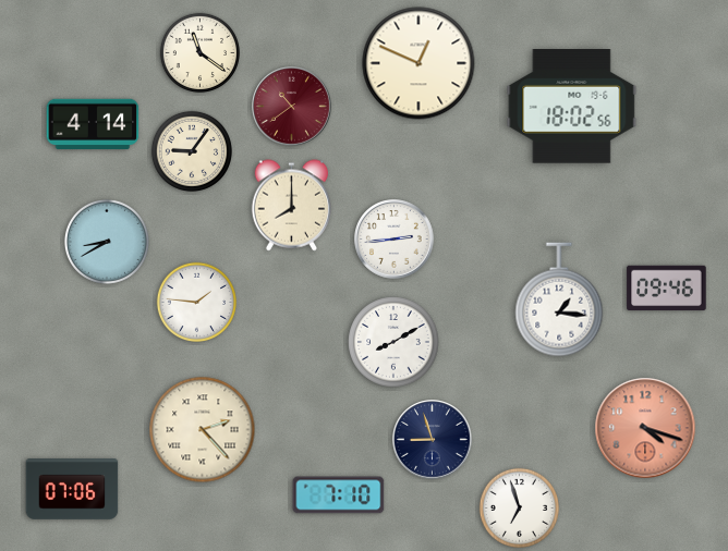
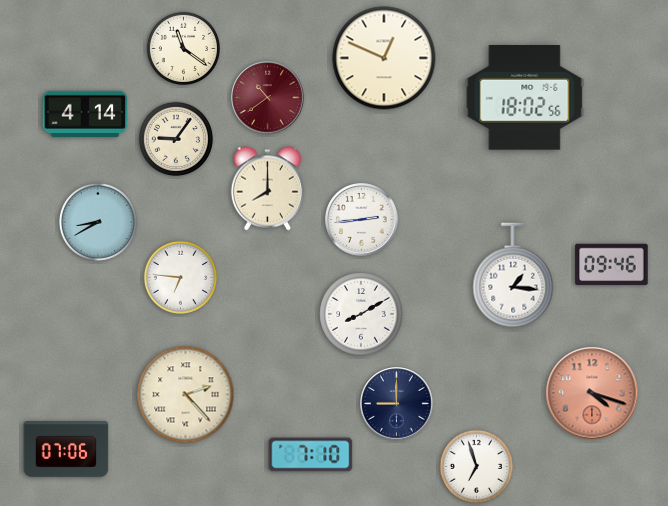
clock at (196, 302): 1:46 -> 6:46
clock at (433, 440): 8:57 -> 9:00
